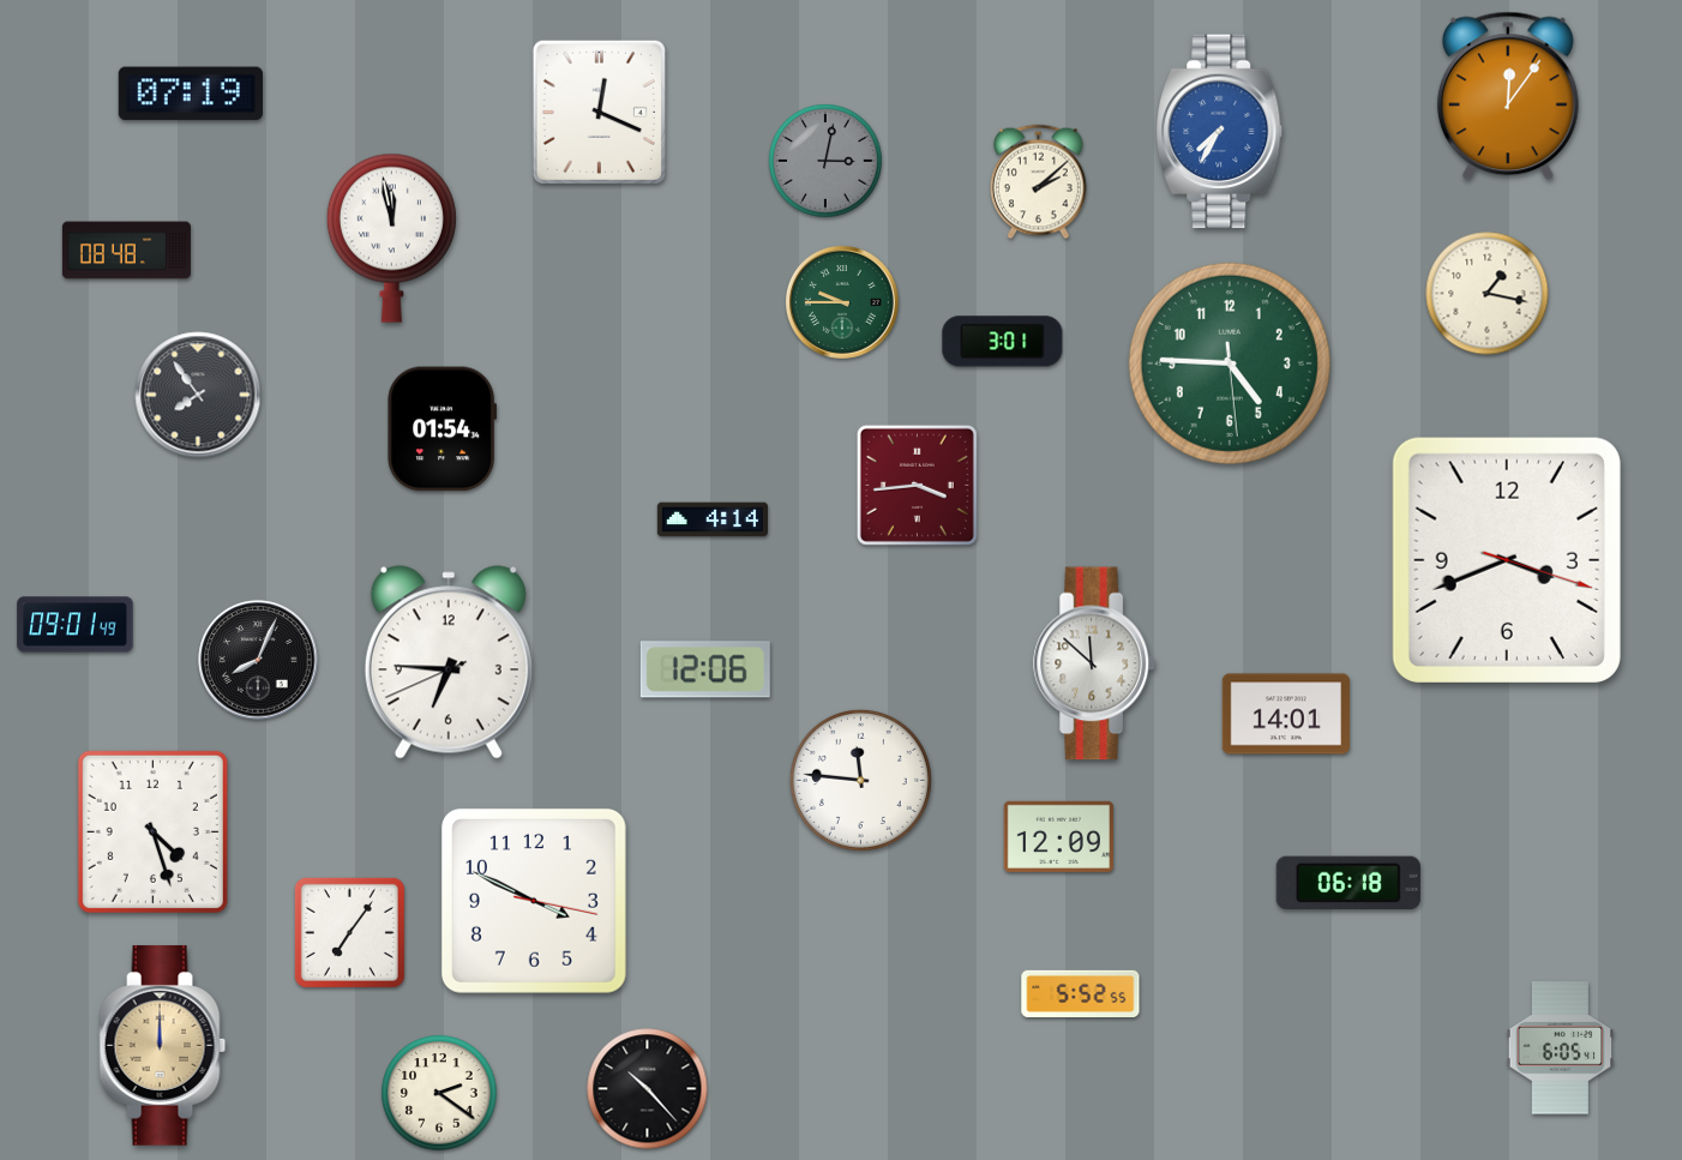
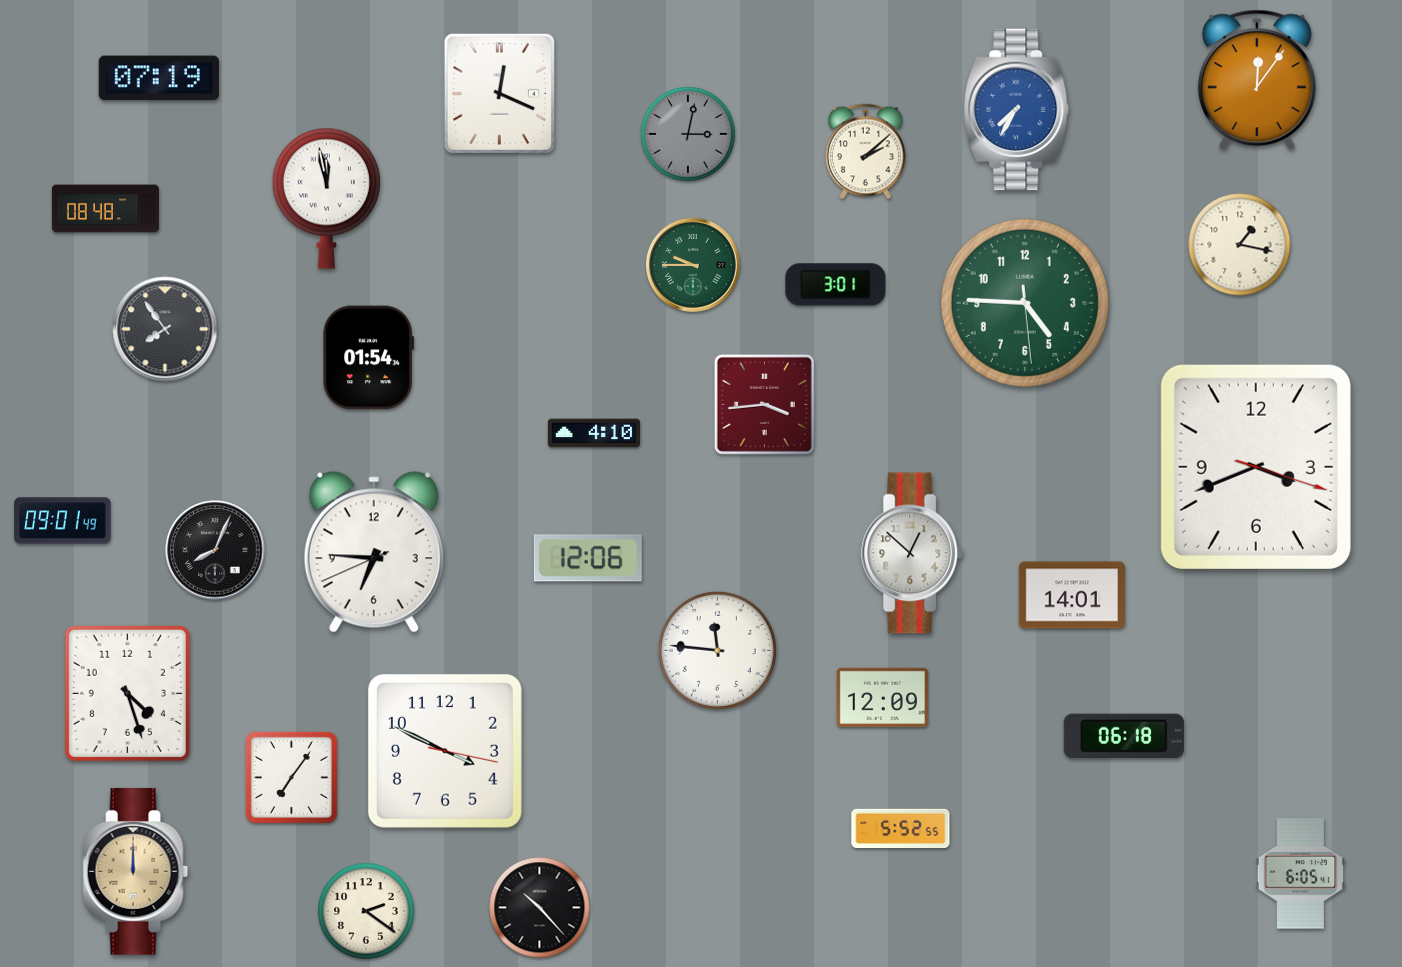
clock at (842, 302) position: (842, 302) -> (693, 265)
clock at (713, 519): 4:14 -> 4:10
clock at (1094, 663): 11:52 -> 12:52
